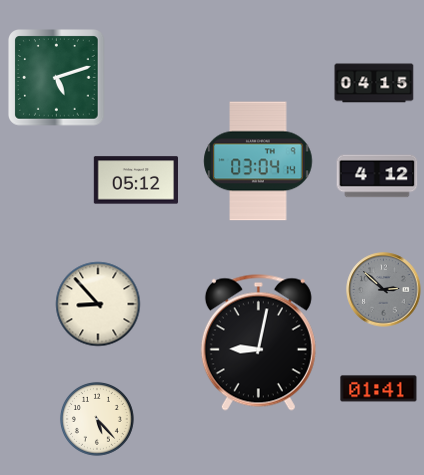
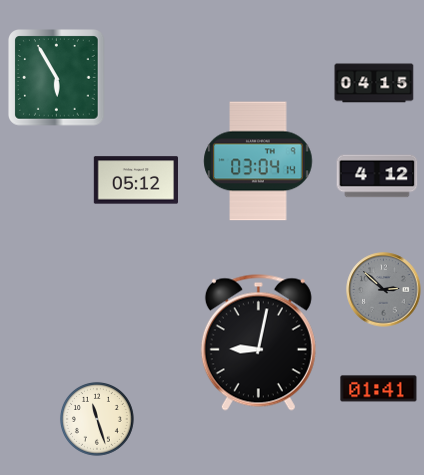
clock at (57, 78): 5:12 -> 5:55
clock at (98, 304): 8:53 -> none
clock at (97, 419): 5:23 -> 11:27
